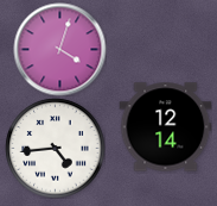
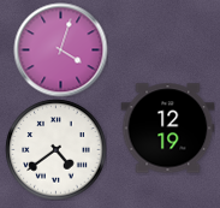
clock at (165, 127): 12:14 -> 12:19
clock at (55, 148): 4:44 -> 4:39
